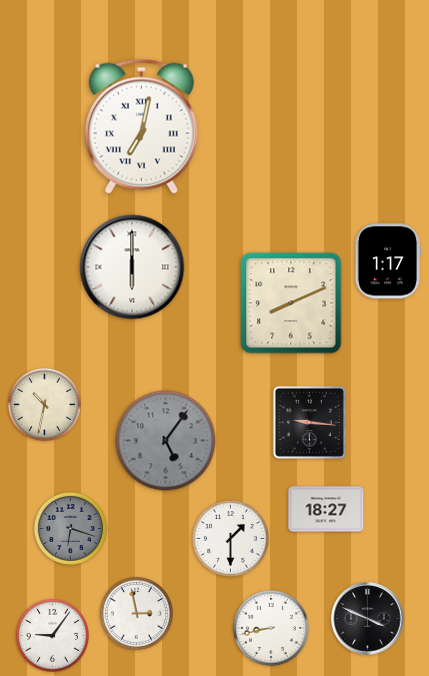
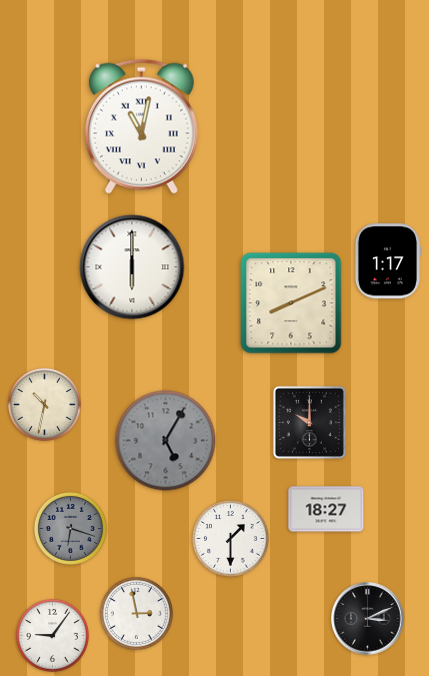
clock at (141, 126): 7:02 -> 11:02
clock at (309, 422): 9:16 -> 10:00
clock at (166, 441): 5:06 -> 5:05
clock at (368, 619): 3:49 -> 3:11
clock at (272, 629): 8:43 -> none
